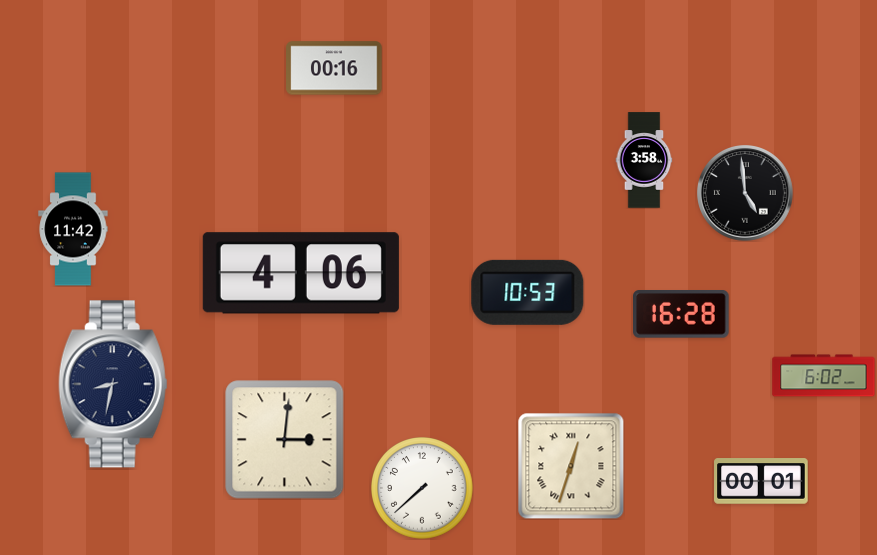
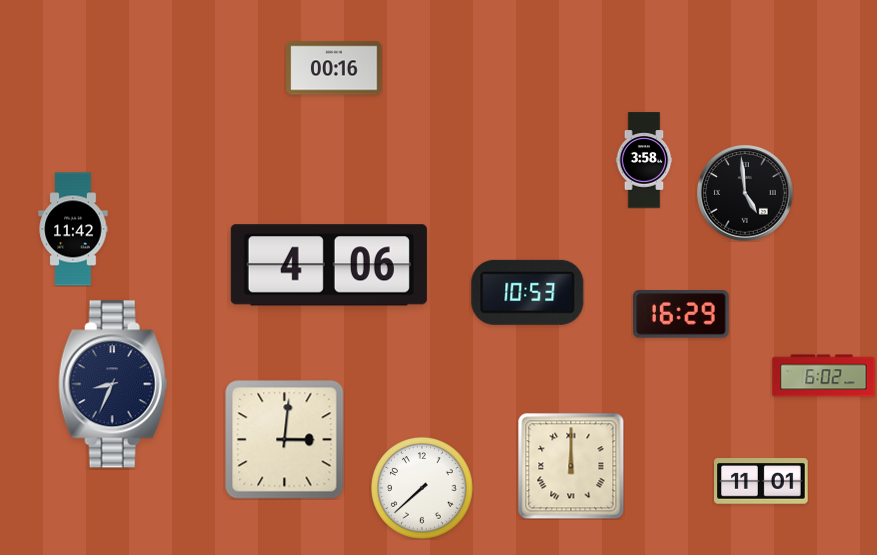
clock at (301, 273) position: (301, 273) -> (329, 265)
clock at (682, 315): 16:28 -> 16:29
clock at (113, 384): 8:32 -> 8:34
clock at (571, 466): 12:33 -> 12:00
clock at (761, 481): 00:01 -> 11:01
